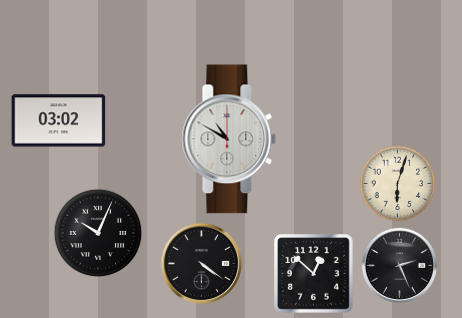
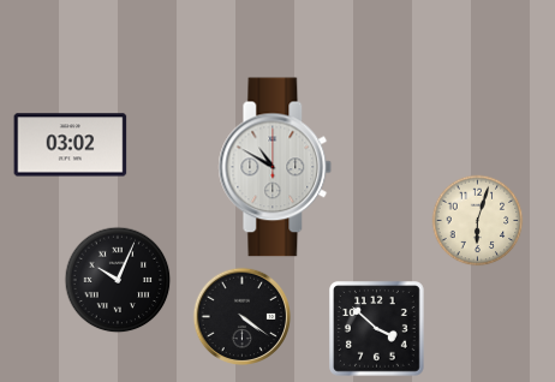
clock at (399, 265): 2:26 -> none
clock at (314, 274): 12:52 -> 3:52
